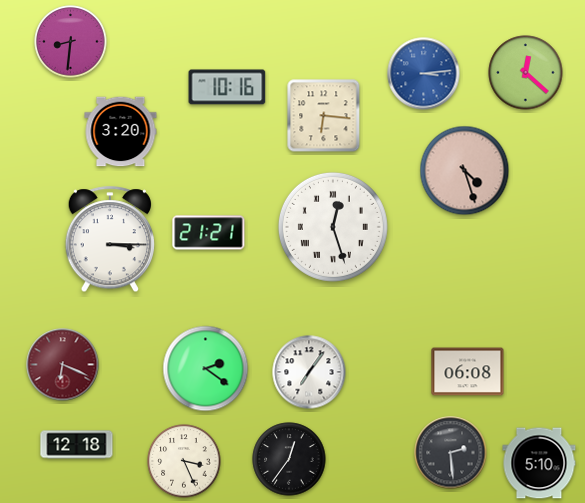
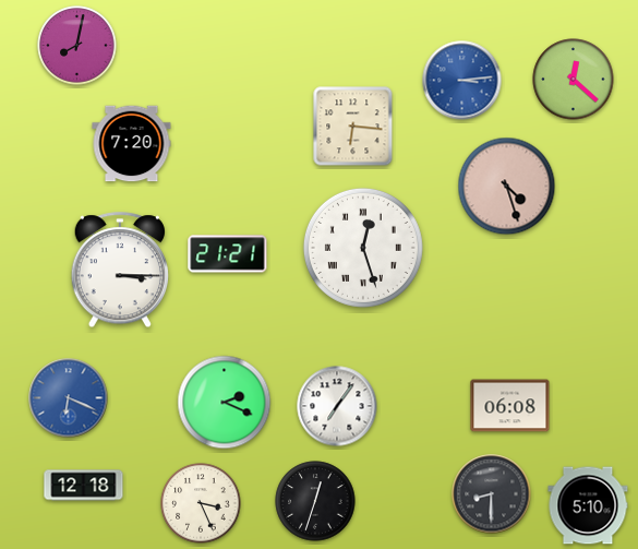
clock at (71, 42): 8:31 -> 8:02
clock at (227, 87): 10:16 -> none
clock at (121, 132): 3:20 -> 7:20
clock at (109, 240) position: (109, 240) -> (119, 271)
clock at (63, 365) dial: burgundy -> blue
clock at (206, 369): 2:21 -> 2:19
clock at (451, 453): 2:29 -> 8:30
clock at (289, 459): 12:36 -> 12:33
